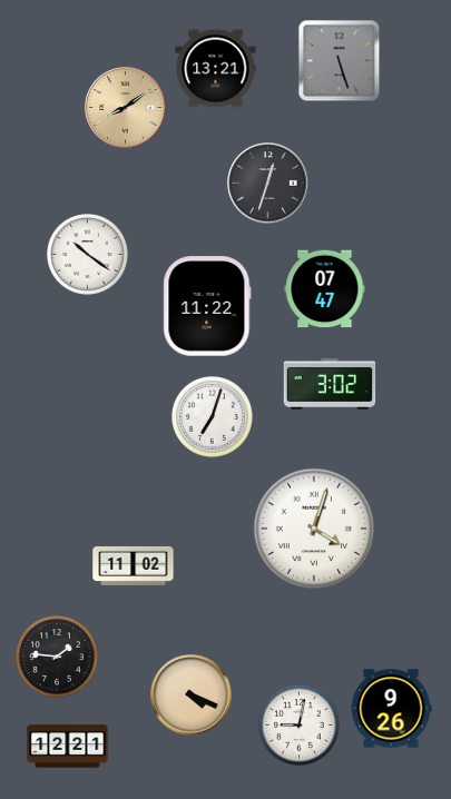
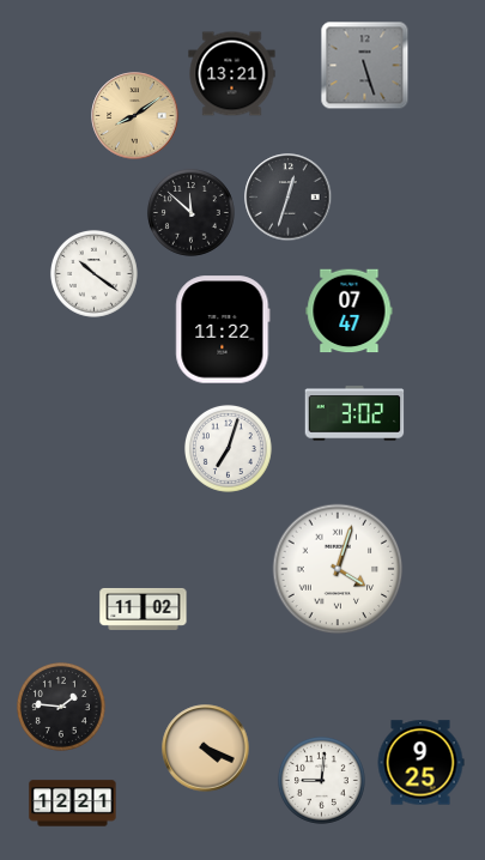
clock at (190, 212): none -> 11:52
clock at (391, 709): 9:26 -> 9:25
clock at (298, 724): 9:02 -> 9:01
